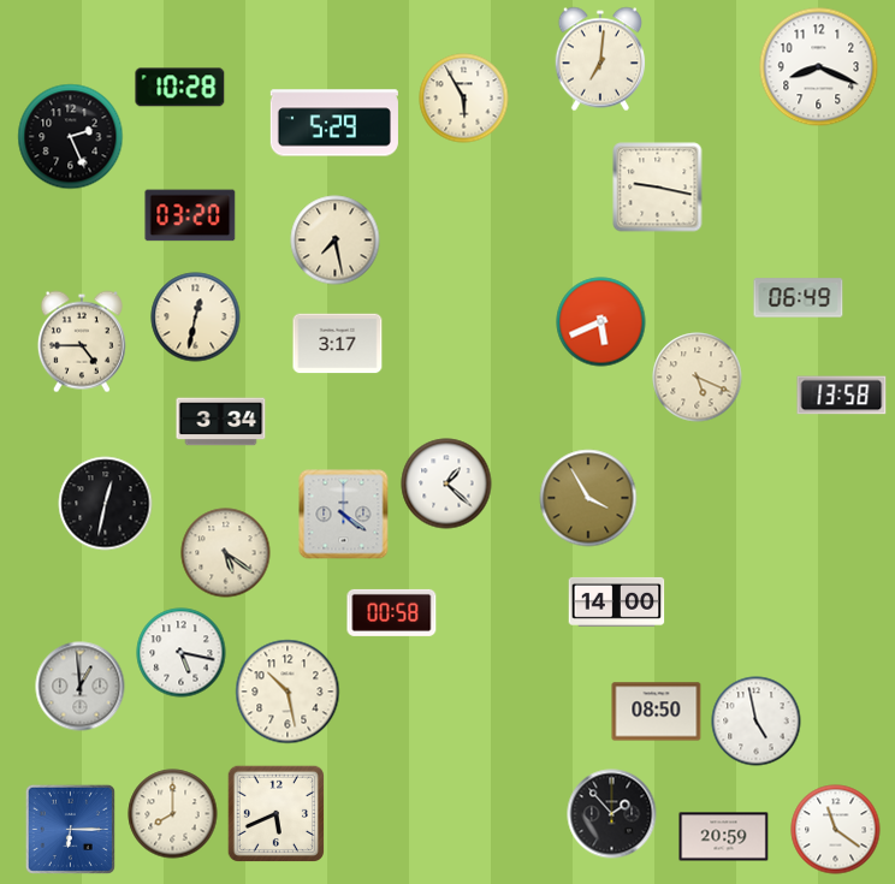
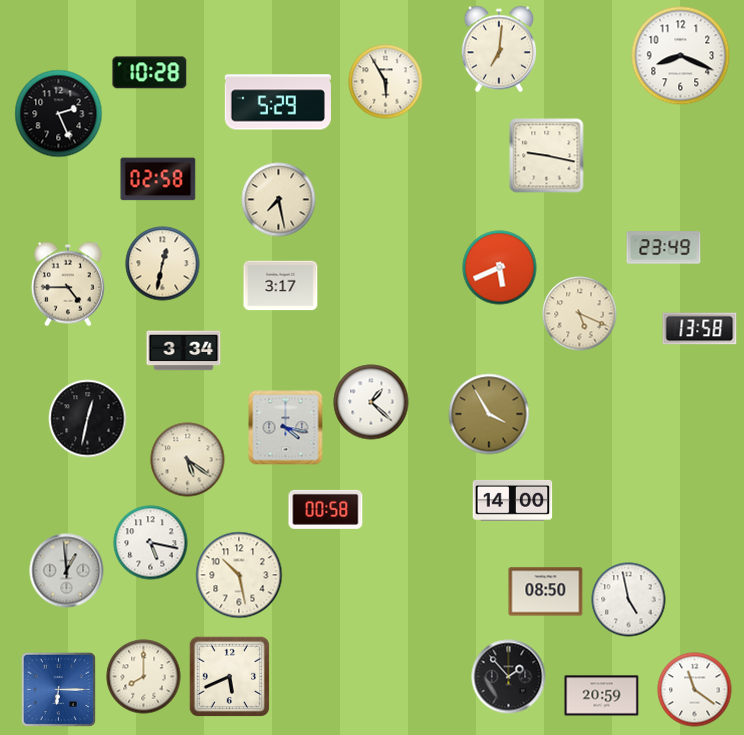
clock at (190, 215): 03:20 -> 02:58
clock at (799, 298): 06:49 -> 23:49
clock at (344, 515): 4:21 -> 4:17
